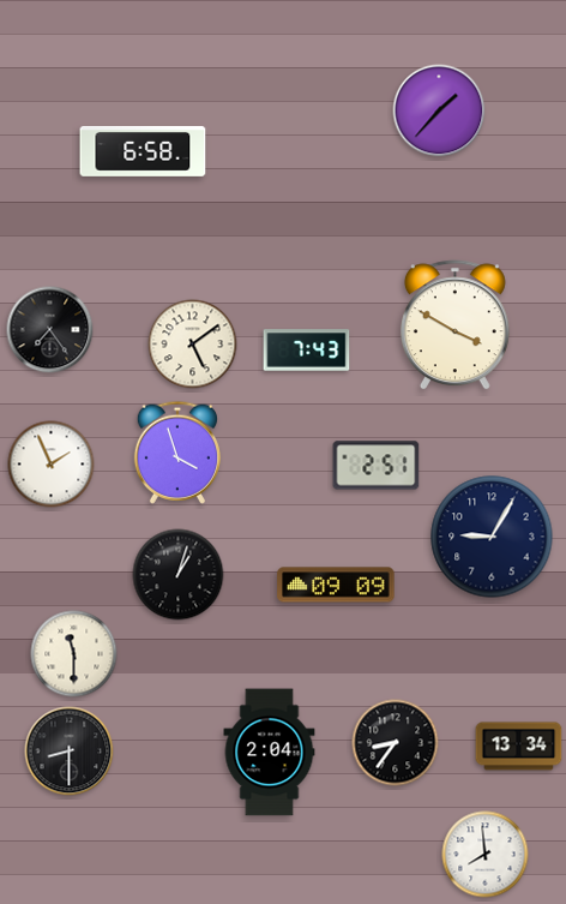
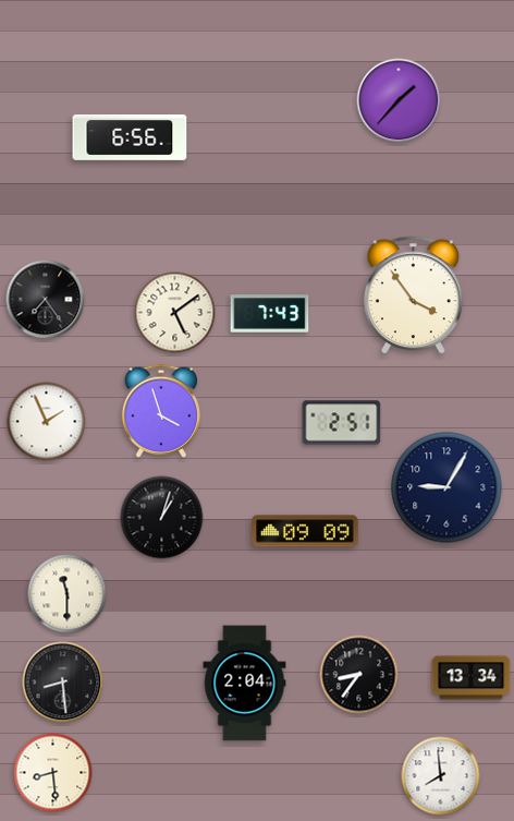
clock at (143, 151): 6:58 -> 6:56
clock at (454, 325): 3:50 -> 3:54
clock at (307, 351) position: (307, 351) -> (270, 314)
clock at (179, 575) position: (179, 575) -> (162, 518)
clock at (70, 752): 8:30 -> 8:29
clock at (53, 773): none -> 8:29
